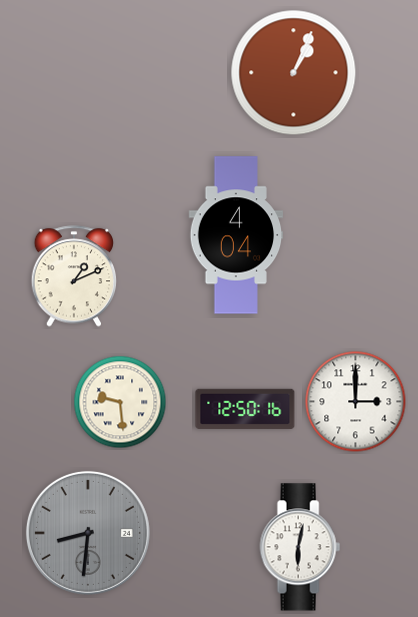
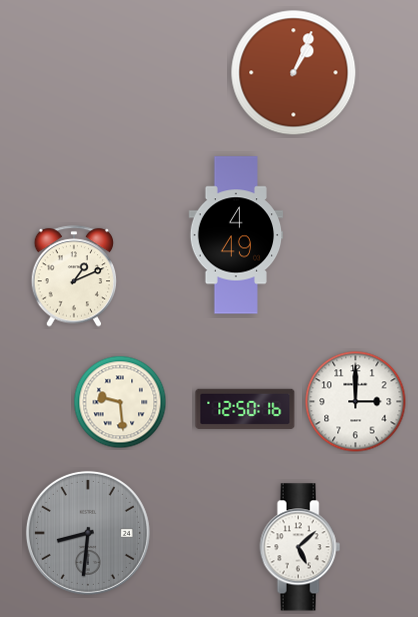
clock at (236, 235): 4:04 -> 4:49
clock at (300, 547): 6:02 -> 5:08
